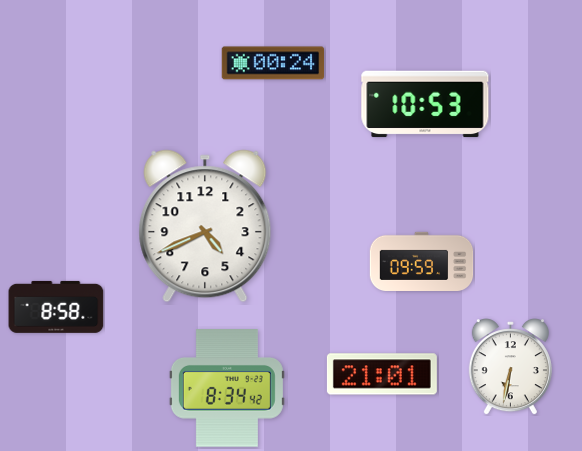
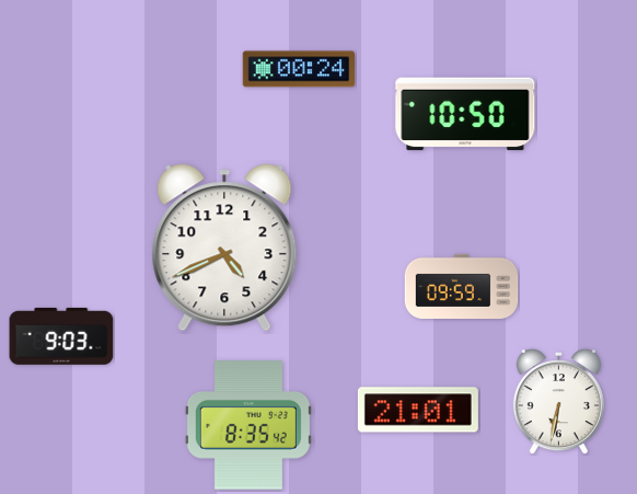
clock at (425, 104): 10:53 -> 10:50
clock at (56, 307): 8:58 -> 9:03
clock at (227, 388): 8:34 -> 8:35
